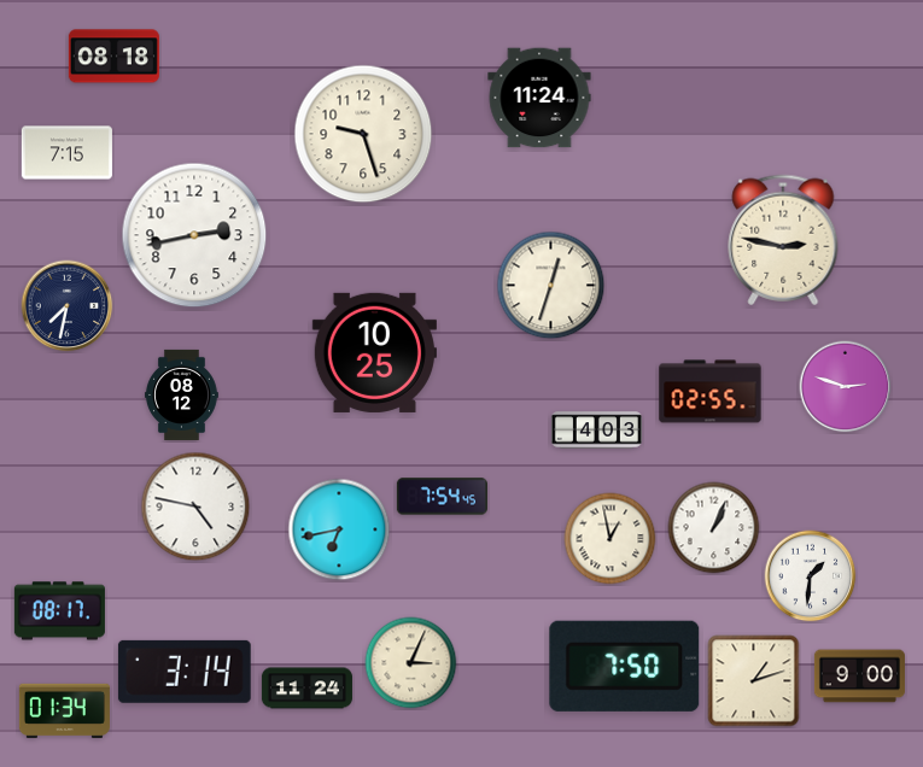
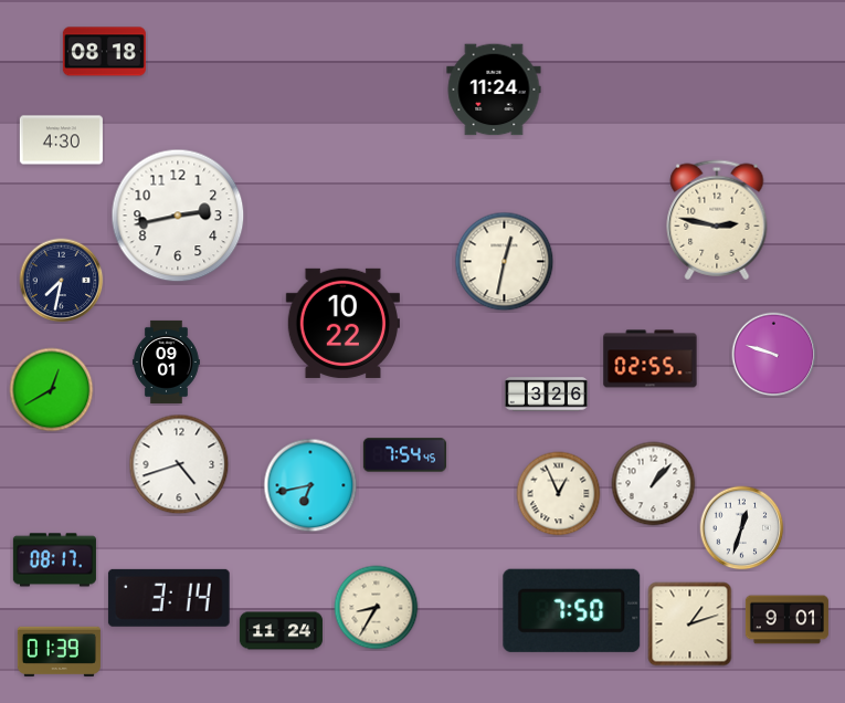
clock at (363, 134): 9:27 -> none
clock at (66, 153): 7:15 -> 4:30
clock at (551, 286): 12:33 -> 12:32
clock at (374, 352): 10:25 -> 10:22
clock at (846, 387): 2:48 -> 9:48
clock at (181, 394): 08:12 -> 09:01
clock at (52, 390): none -> 12:40
clock at (596, 431): 4:03 -> 3:26
clock at (195, 507): 4:47 -> 4:42
clock at (714, 528): 1:04 -> 1:07
clock at (611, 539): 12:58 -> 12:56
clock at (811, 576): 1:31 -> 12:33
clock at (411, 663): 3:04 -> 8:35
clock at (185, 672) position: (185, 672) -> (169, 598)
clock at (859, 677): 9:00 -> 9:01
clock at (64, 710): 01:34 -> 01:39
